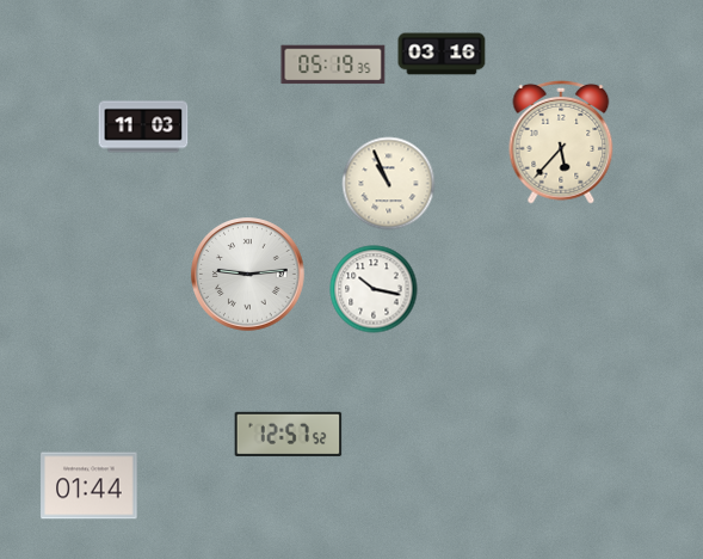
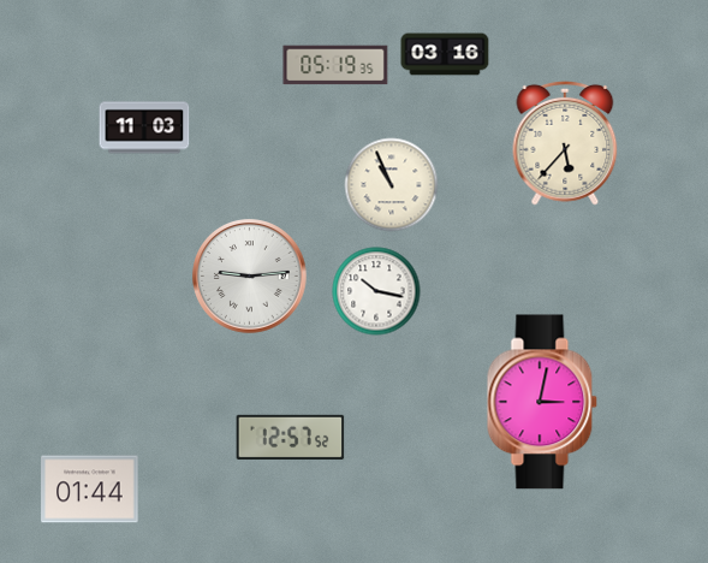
clock at (542, 402): none -> 3:02
